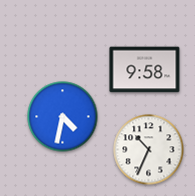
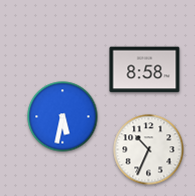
clock at (145, 70): 9:58 -> 8:58
clock at (63, 117): 4:32 -> 5:32
